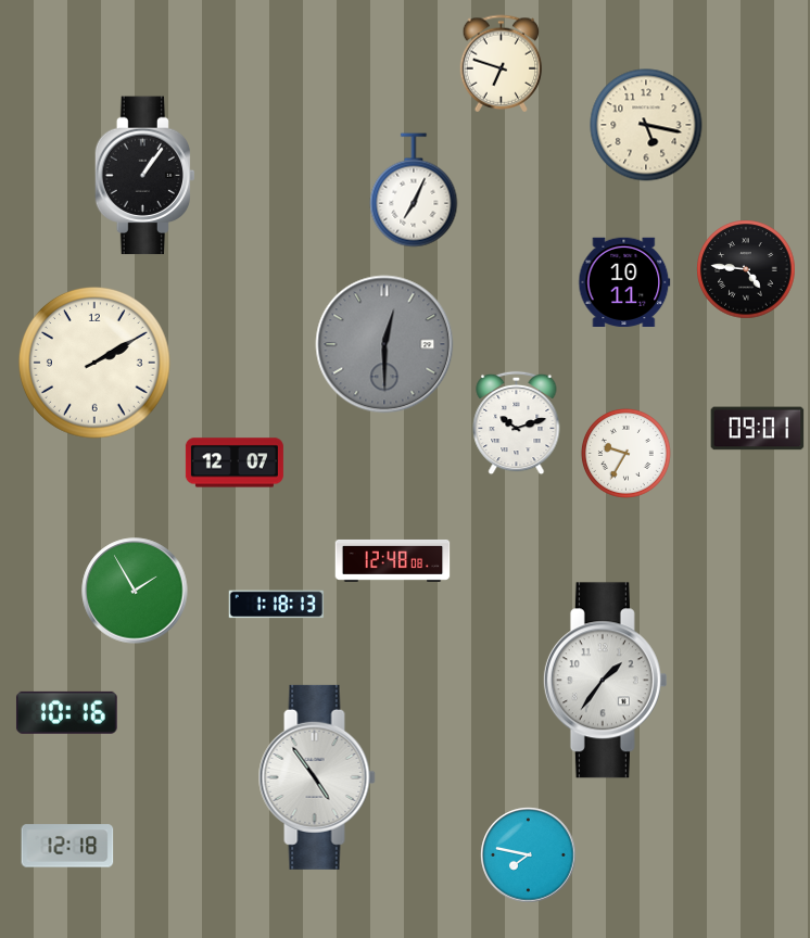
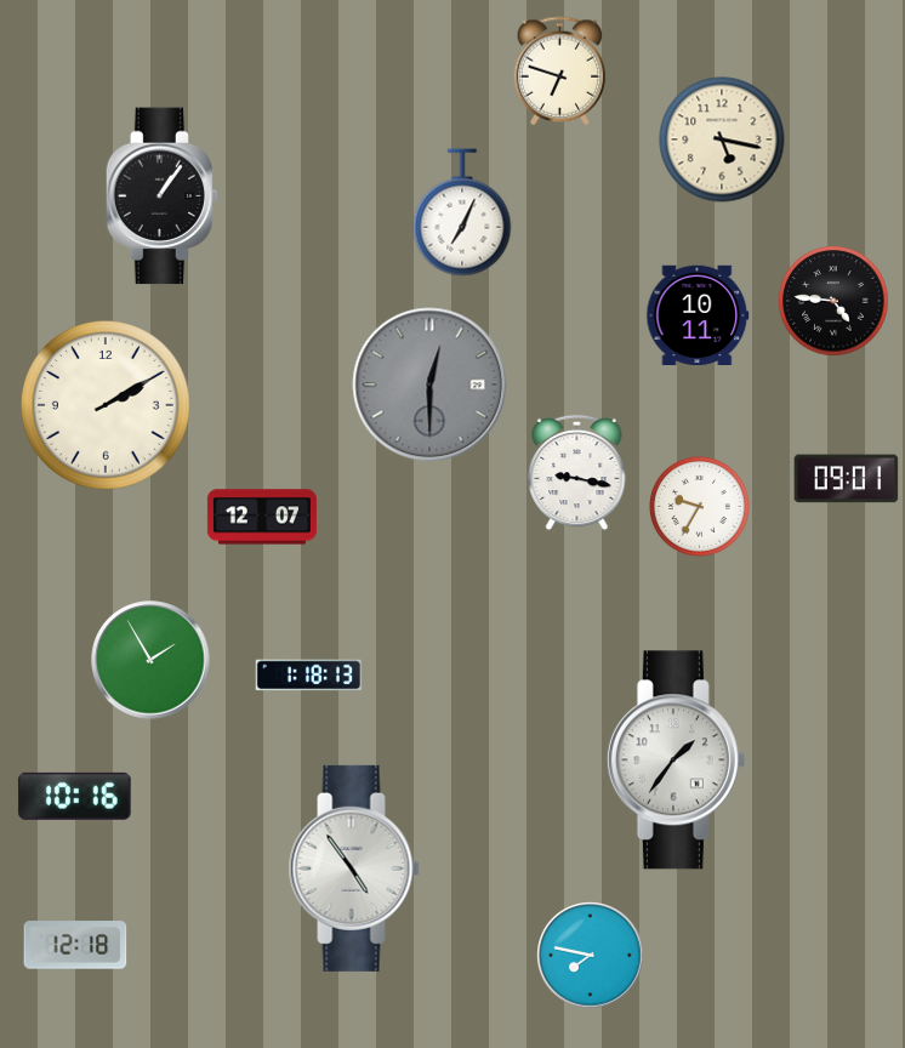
clock at (517, 423): 10:12 -> 9:17
clock at (393, 560): 12:48 -> none
